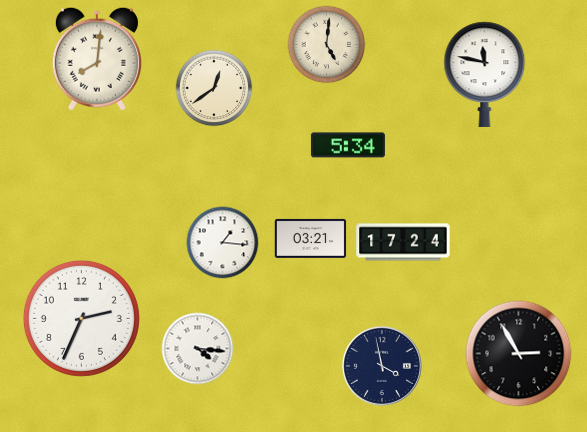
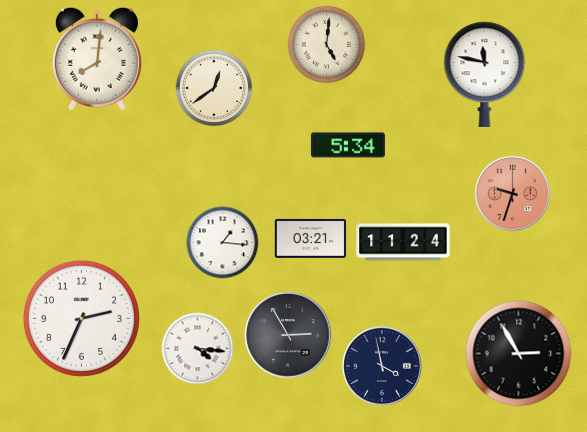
clock at (512, 193): none -> 9:33
clock at (403, 242): 17:24 -> 11:24
clock at (288, 335): none -> 2:55
